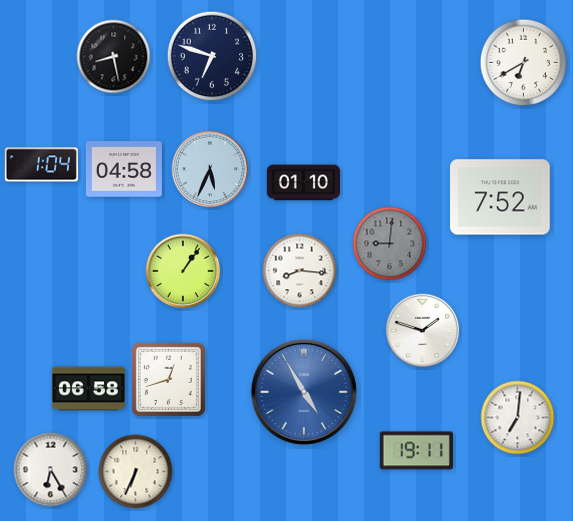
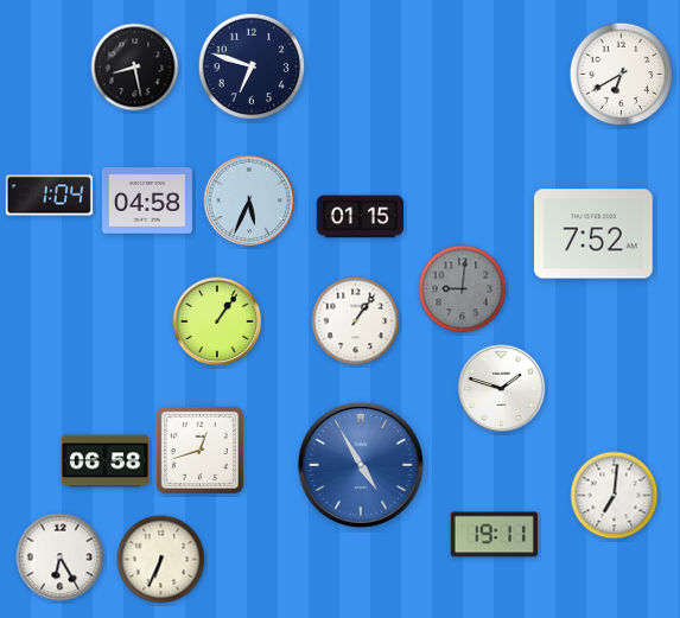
clock at (303, 183): 01:10 -> 01:15
clock at (300, 271): 8:16 -> 1:06
clock at (423, 331) position: (423, 331) -> (502, 389)
